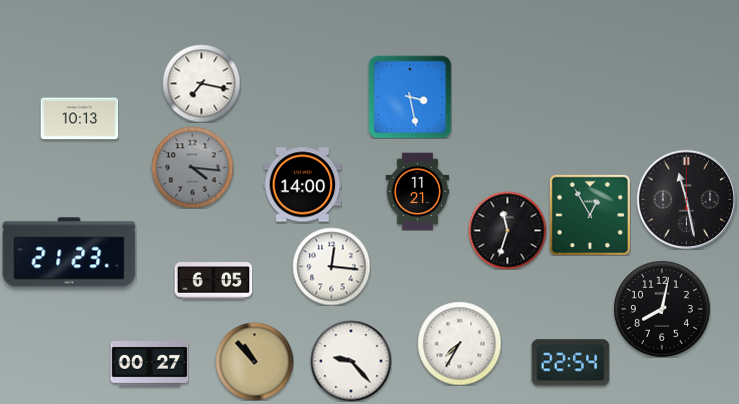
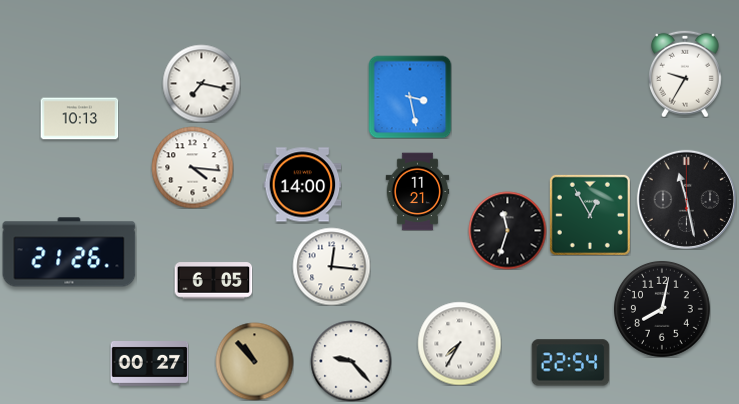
clock at (685, 74): none -> 9:35
clock at (192, 167) dial: grey -> white
clock at (69, 252): 21:23 -> 21:26
